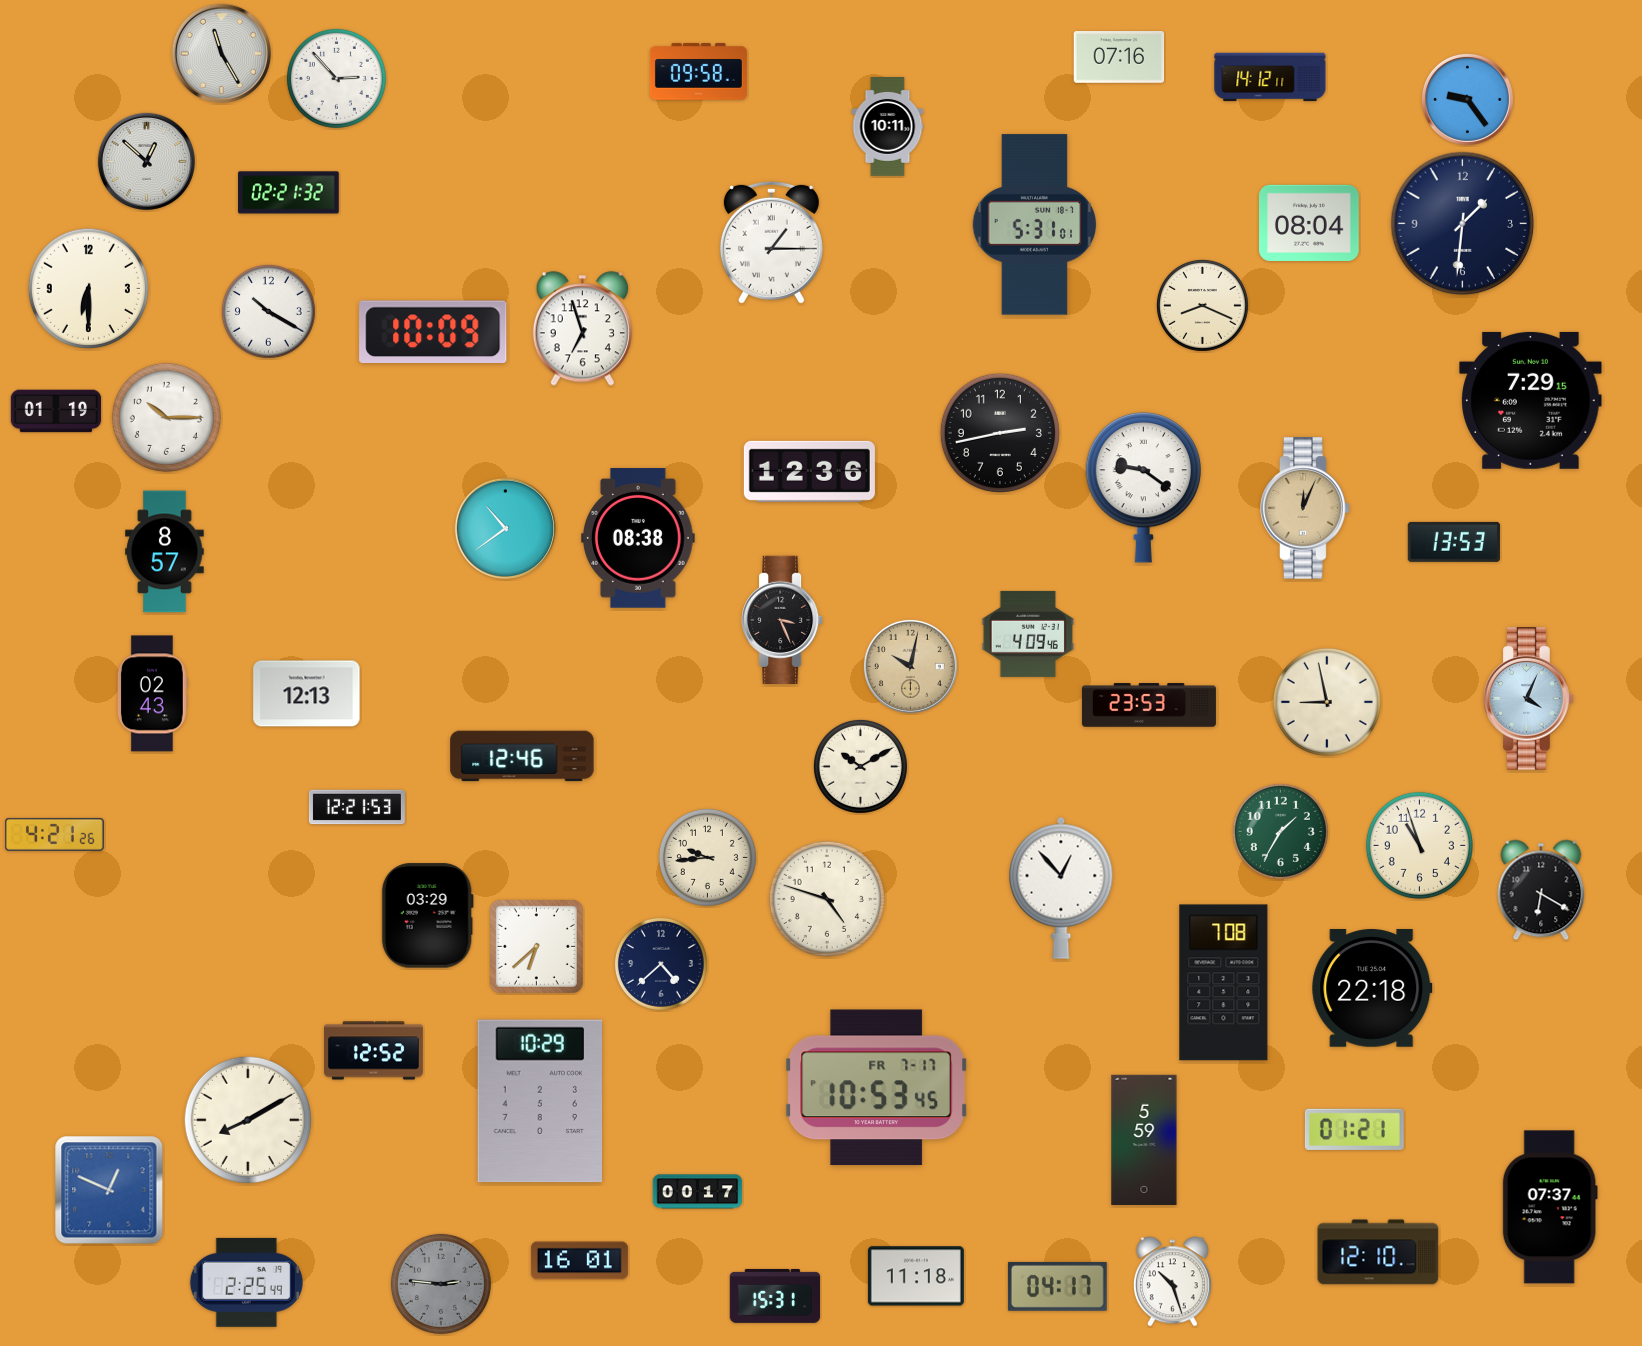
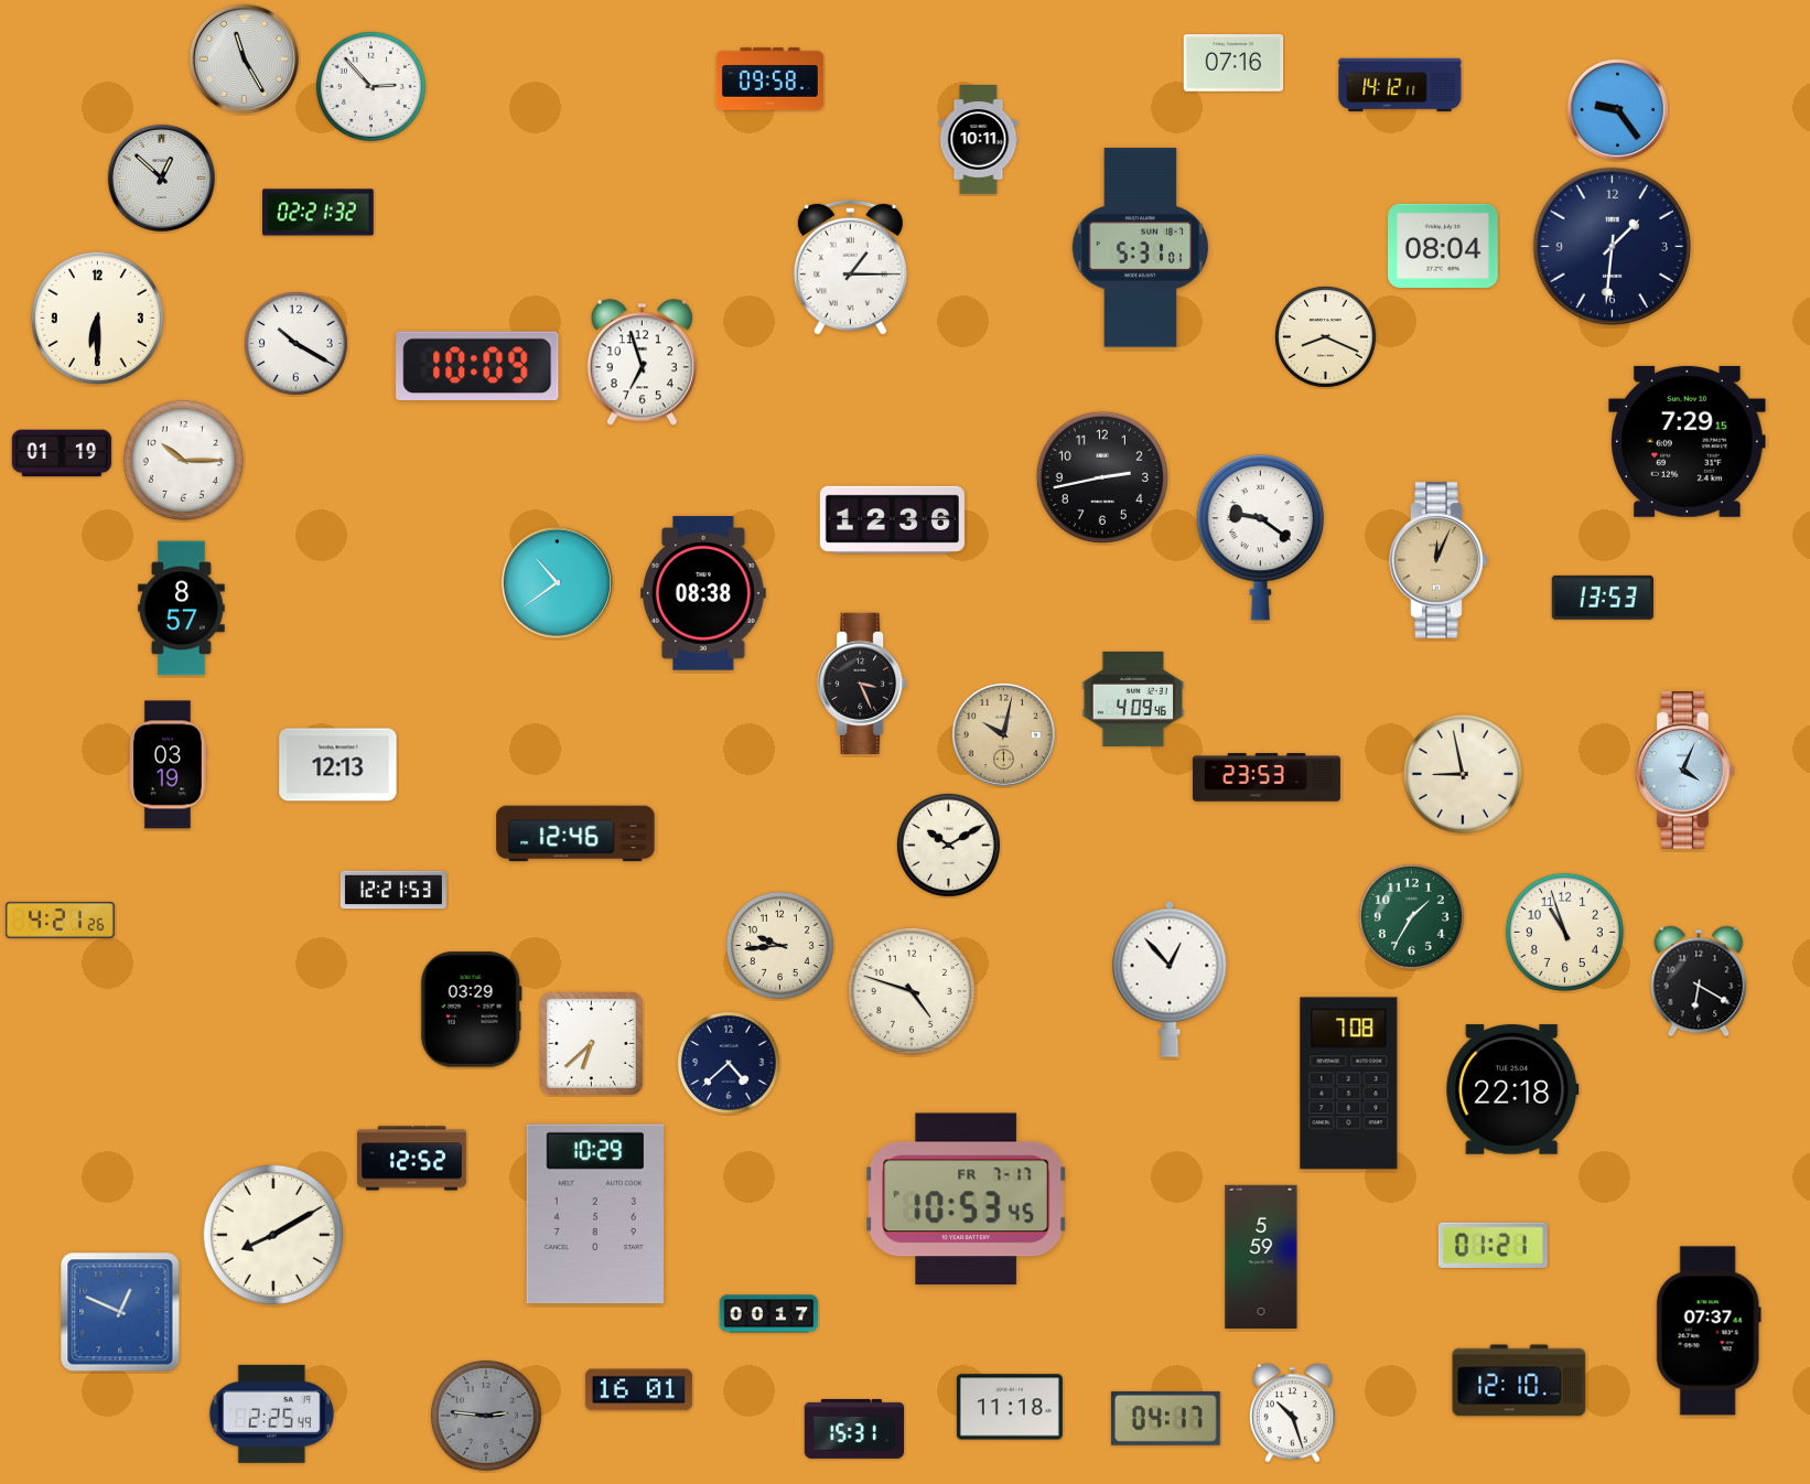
clock at (152, 694): 02:43 -> 03:19
